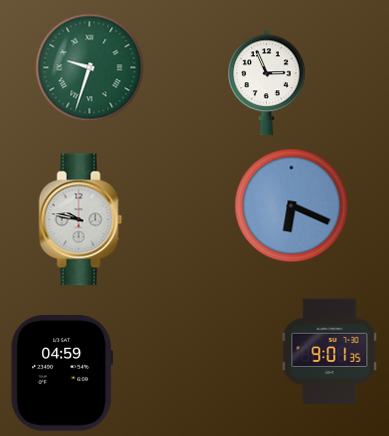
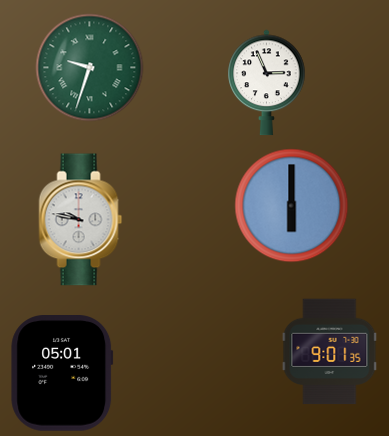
clock at (292, 206): 6:19 -> 6:00
clock at (62, 374): 04:59 -> 05:01
